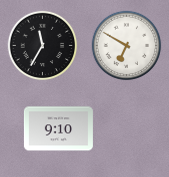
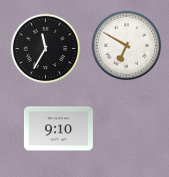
clock at (43, 46) position: (43, 46) -> (46, 49)
